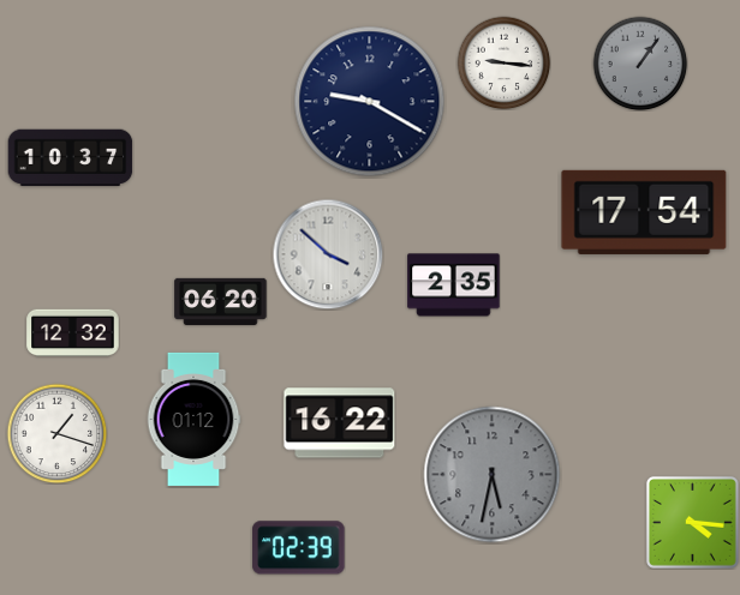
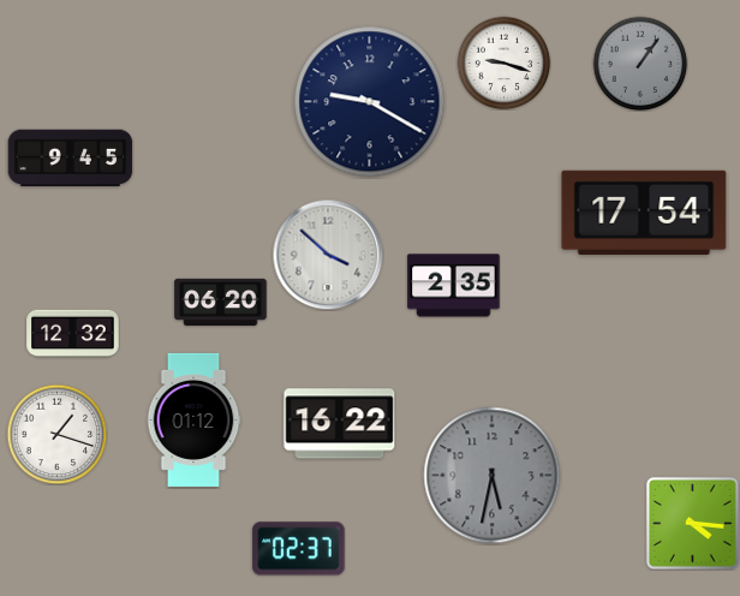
clock at (503, 62): 9:16 -> 9:18
clock at (71, 158): 10:37 -> 9:45
clock at (299, 548): 02:39 -> 02:37
